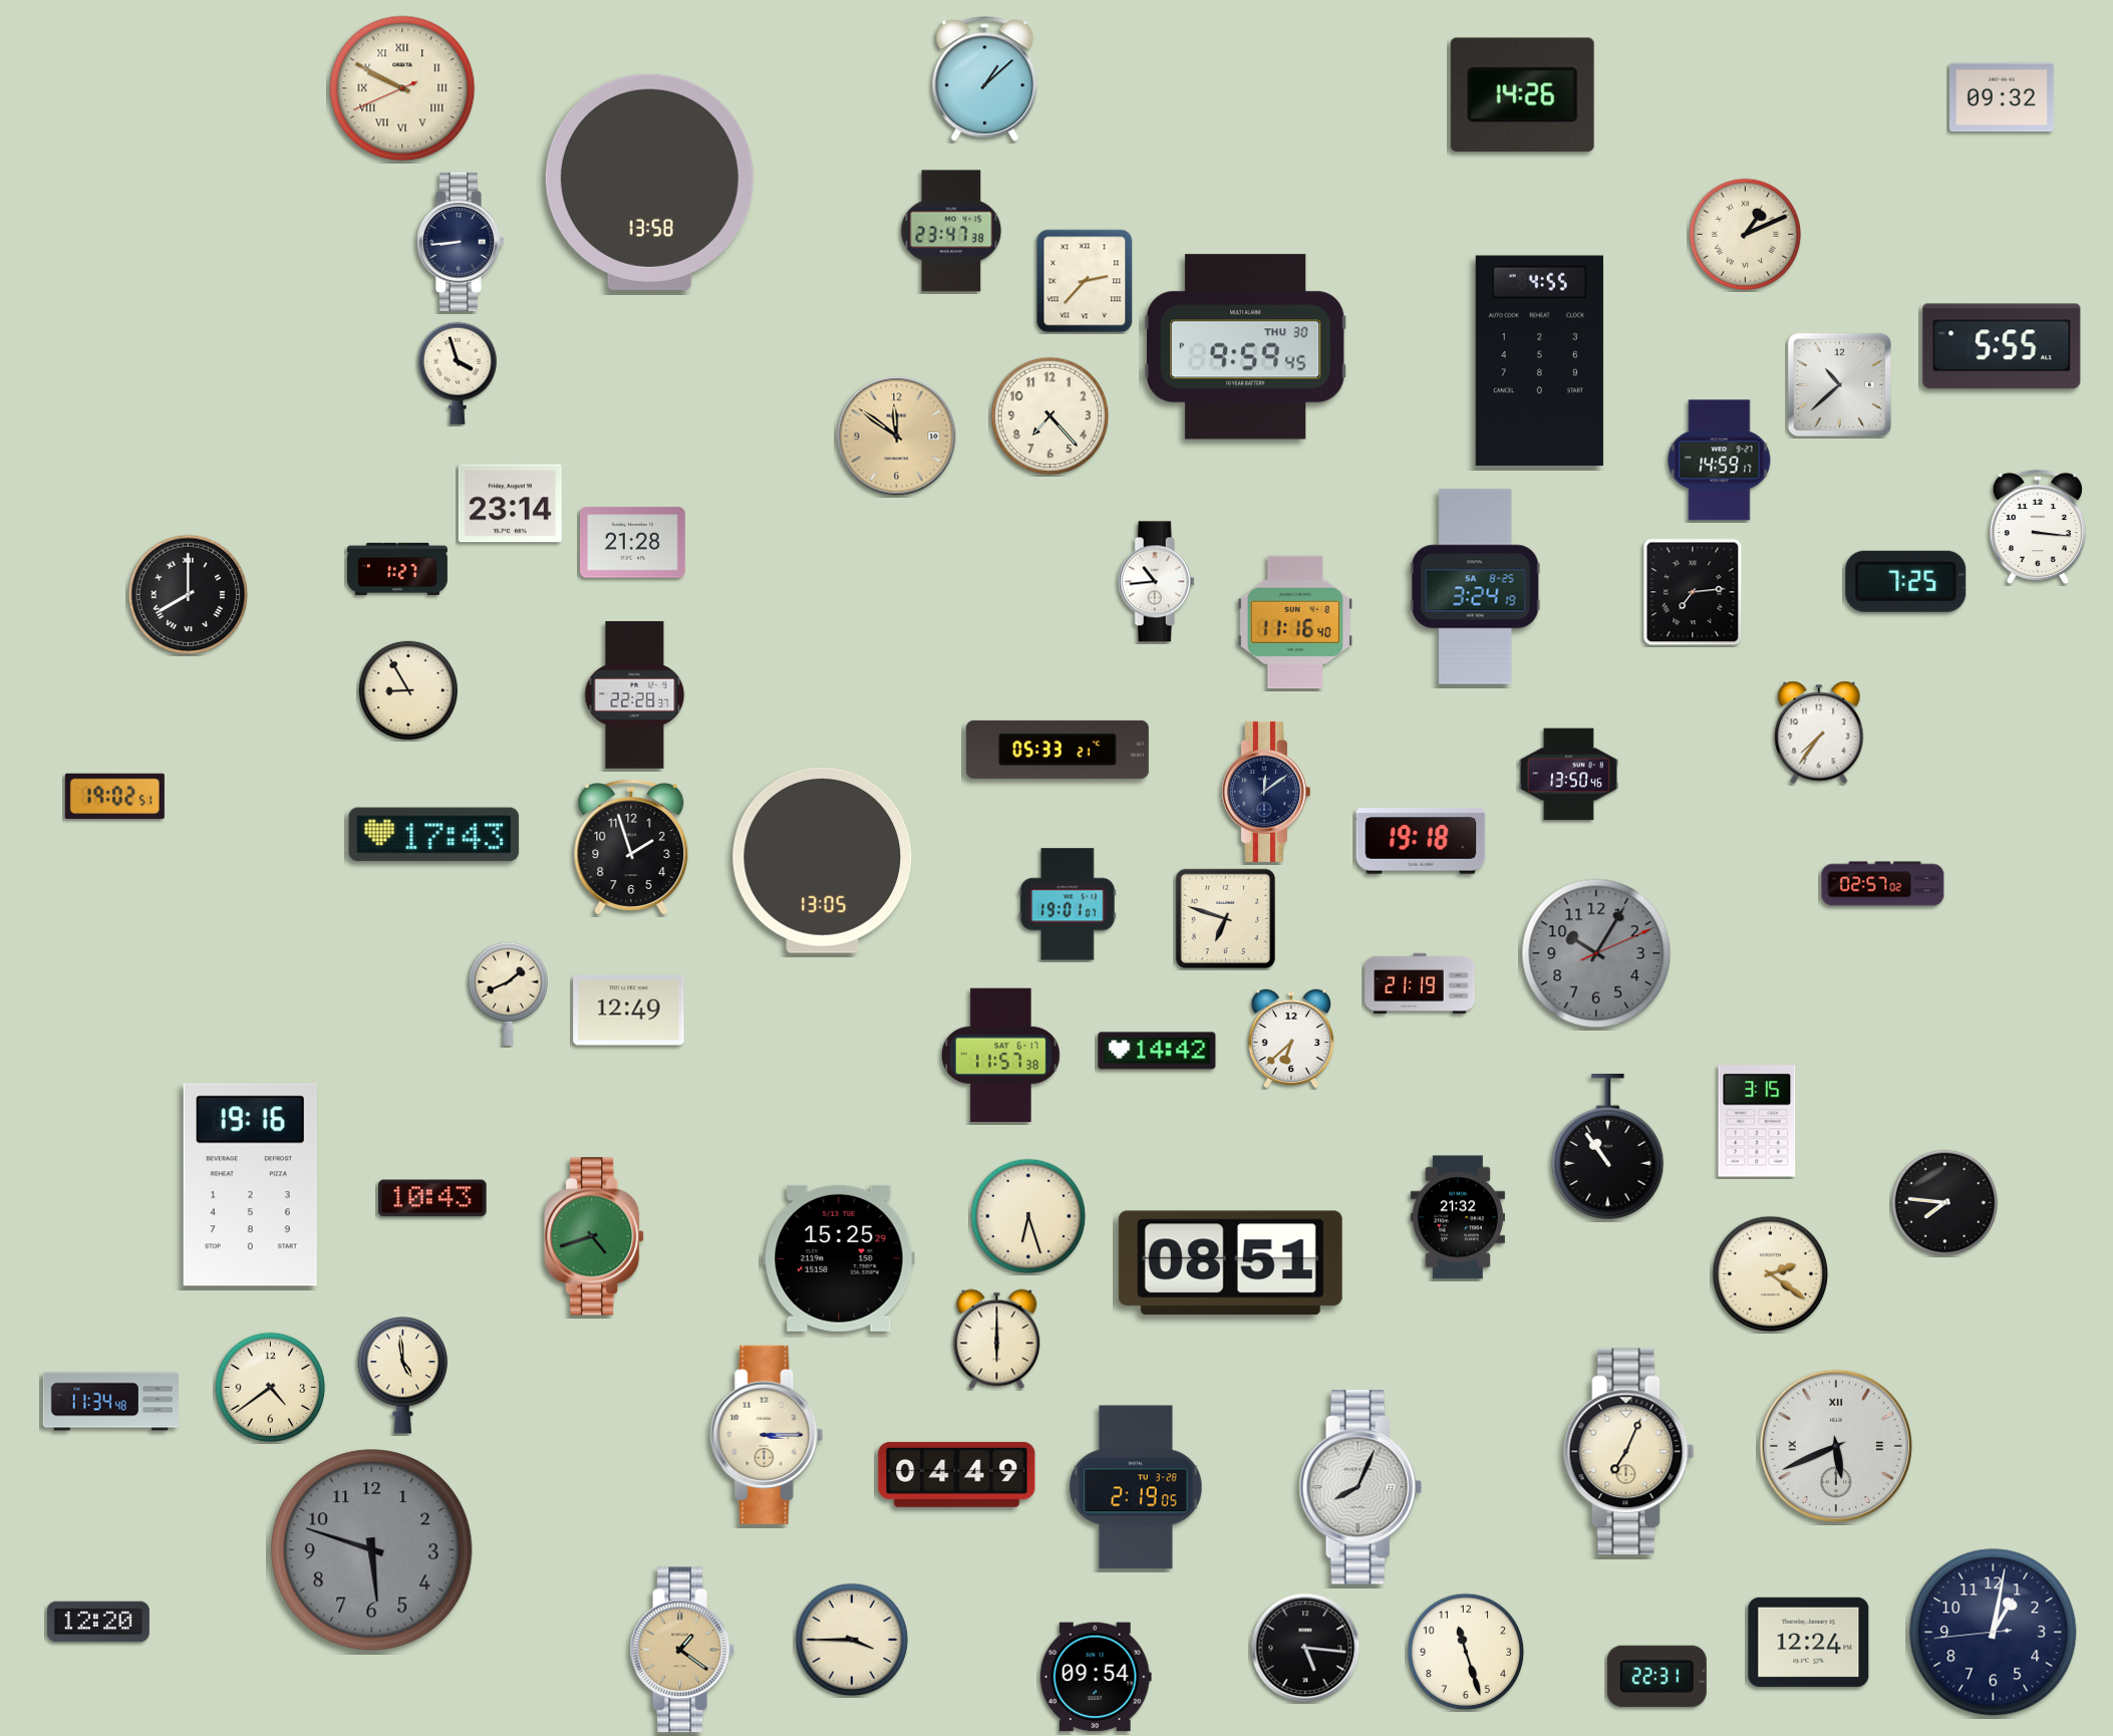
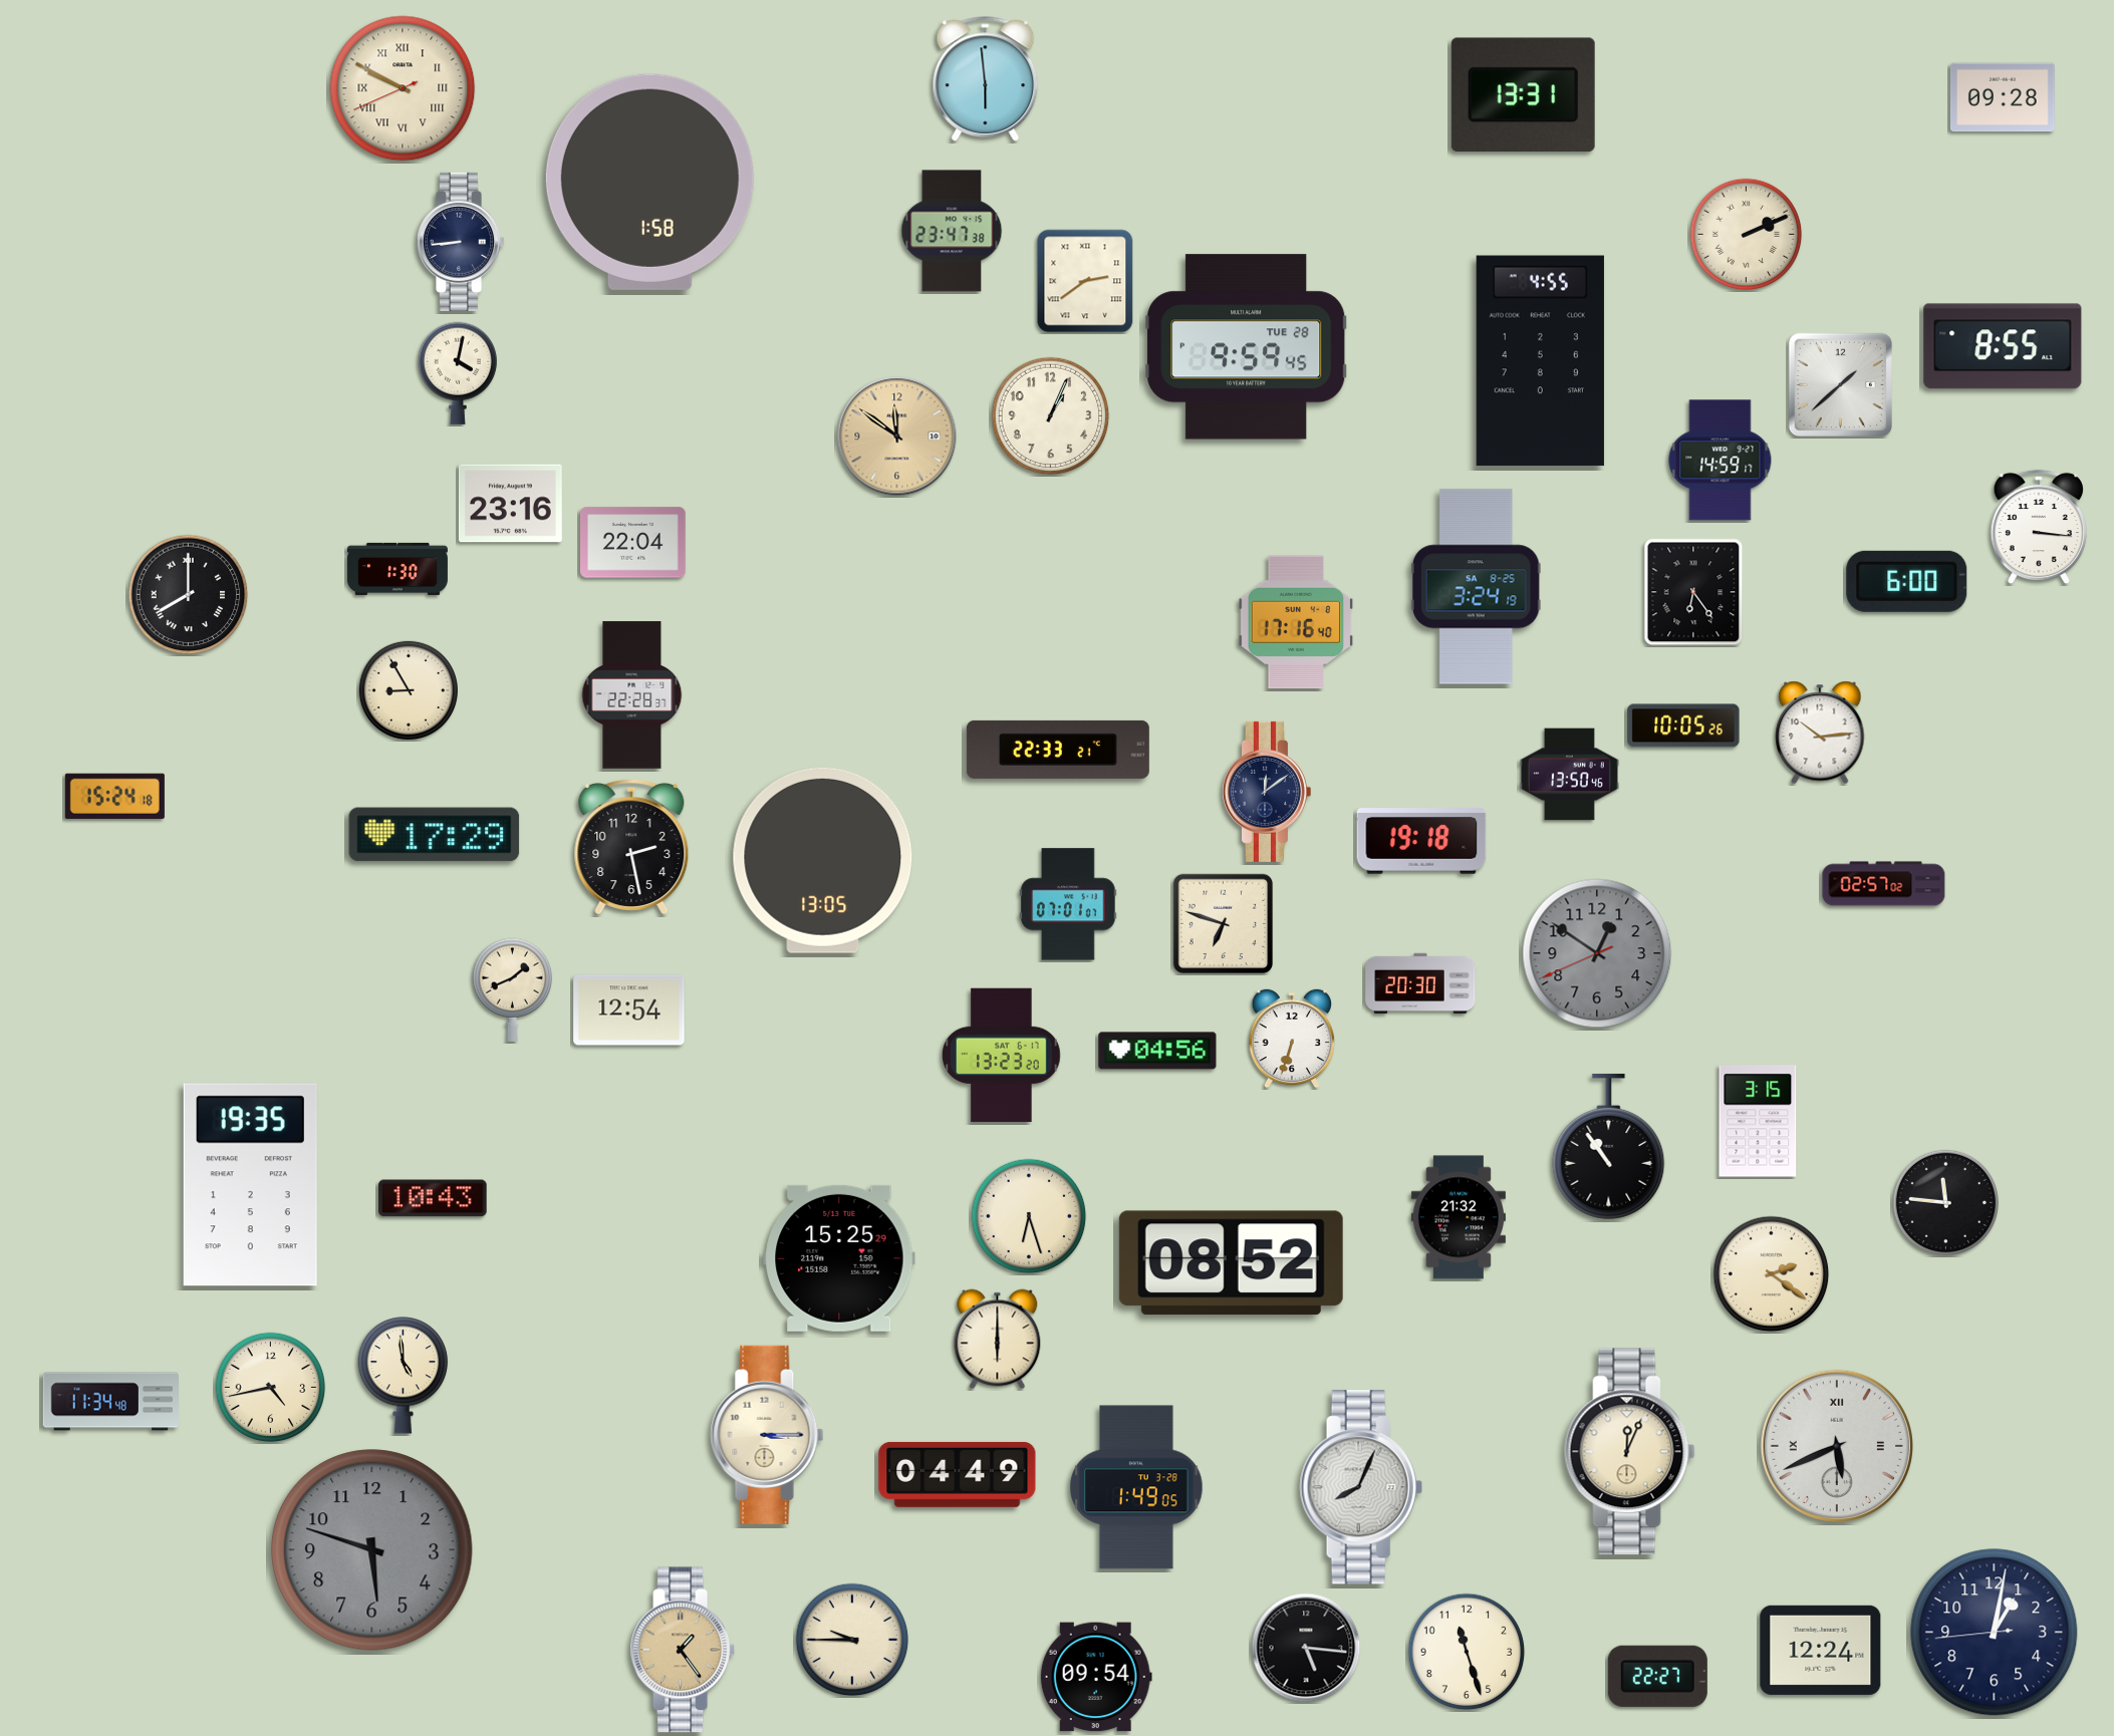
clock at (985, 79): 1:08 -> 5:59
clock at (1522, 94): 14:26 -> 13:31
clock at (2002, 97): 09:32 -> 09:28
clock at (649, 182): 13:58 -> 1:58
clock at (1746, 235): 1:11 -> 2:11
clock at (1085, 281): 2:37 -> 2:39
clock at (2002, 346): 5:55 -> 8:55
clock at (1245, 347) date: THU 30 -> TUE 28
clock at (457, 373): 3:57 -> 4:02
clock at (1839, 384): 10:38 -> 1:38
clock at (1050, 416): 7:23 -> 1:04
clock at (510, 504): 23:14 -> 23:16
clock at (633, 543): 21:28 -> 22:04
clock at (397, 569): 1:27 -> 1:30
clock at (1906, 581): 7:25 -> 6:00
clock at (1156, 582): 10:44 -> none
clock at (1693, 592): 7:14 -> 6:24
clock at (1295, 622): 11:16 -> 17:16
clock at (635, 695) position: (635, 695) -> (632, 695)
clock at (1683, 726): none -> 10:05
clock at (1819, 733): 7:36 -> 10:14
clock at (1058, 750): 05:33 -> 22:33
clock at (114, 796): 19:02 -> 15:24
clock at (434, 835): 17:43 -> 17:29
clock at (631, 846): 1:57 -> 2:28
clock at (1068, 904): 19:01 -> 07:01
clock at (1226, 919) position: (1226, 919) -> (1224, 924)
clock at (1596, 953): 10:05 -> 12:50
clock at (1420, 983): 21:19 -> 20:30
clock at (508, 993) position: (508, 993) -> (512, 989)
clock at (629, 1010): 12:49 -> 12:54
clock at (1291, 1039): 6:38 -> 6:33
clock at (1157, 1051): 14:42 -> 04:56
clock at (1001, 1056): 11:57 -> 13:23
clock at (250, 1185): 19:16 -> 19:35
clock at (1945, 1203): 7:46 -> 11:46
clock at (595, 1236): 4:42 -> none
clock at (1230, 1263): 08:51 -> 08:52
clock at (271, 1388): 4:39 -> 4:43
clock at (1629, 1452): 7:04 -> 12:04
clock at (1136, 1487): 2:19 -> 1:49
clock at (98, 1622): 12:20 -> none
clock at (852, 1640): 3:45 -> 9:45
clock at (1809, 1642) position: (1809, 1642) -> (1821, 1650)
clock at (681, 1650): 1:21 -> 1:24
clock at (1656, 1676): 22:31 -> 22:27
